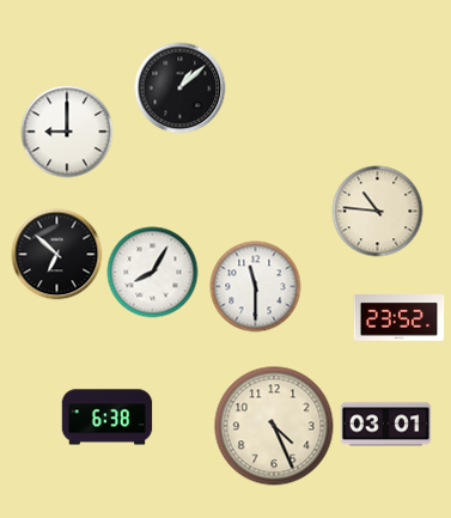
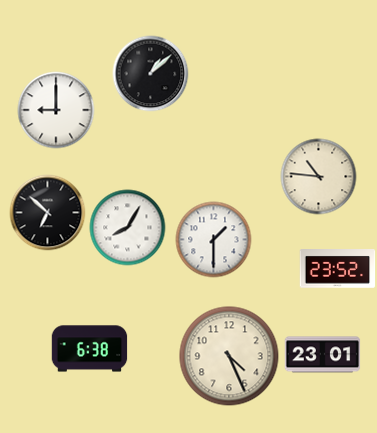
clock at (378, 212) position: (378, 212) -> (319, 177)
clock at (256, 287): 11:30 -> 1:30
clock at (400, 318) position: (400, 318) -> (338, 269)
clock at (386, 425): 03:01 -> 23:01
